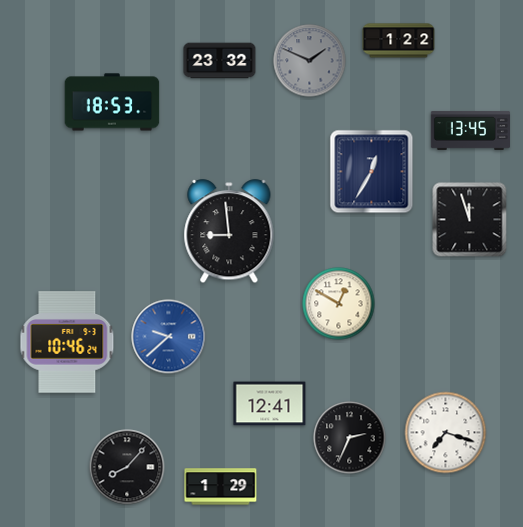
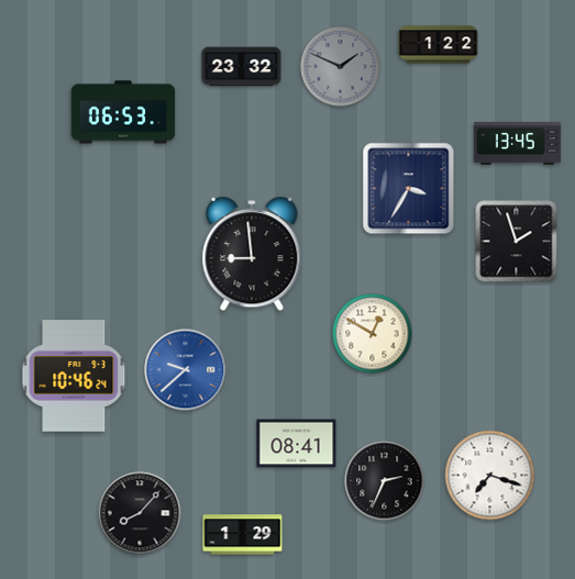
clock at (112, 102): 18:53 -> 06:53
clock at (372, 172): 12:35 -> 3:35
clock at (470, 220): 11:57 -> 1:57
clock at (270, 404): 12:41 -> 08:41
